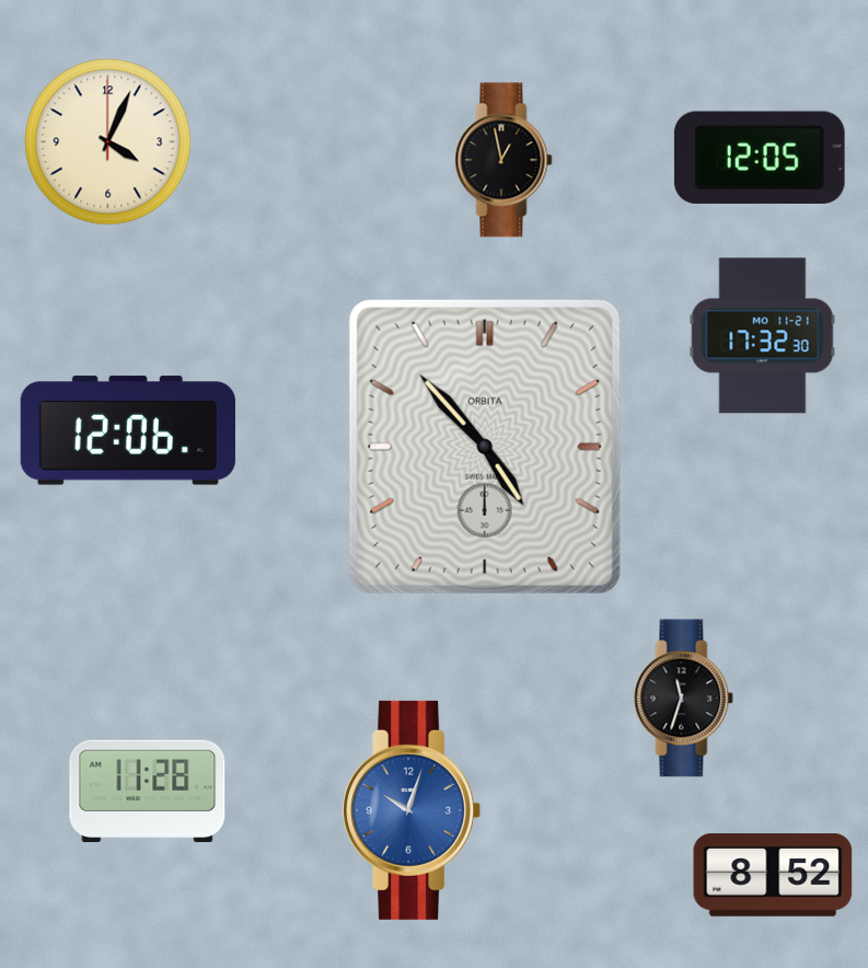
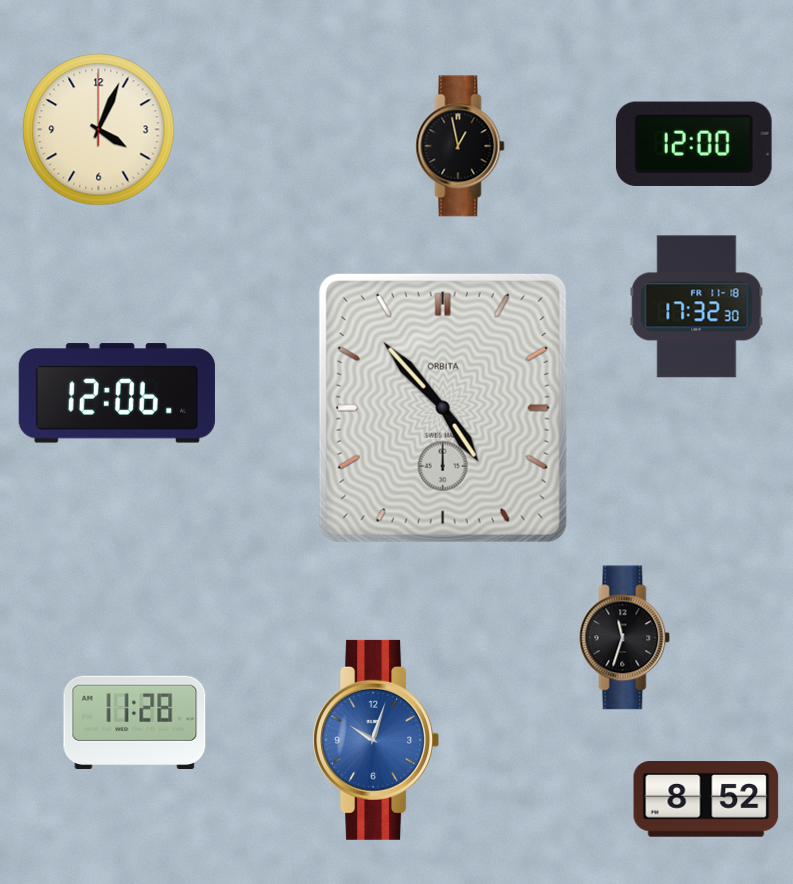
clock at (760, 157): 12:05 -> 12:00
clock at (763, 336) date: MO 11-21 -> FR 11-18
